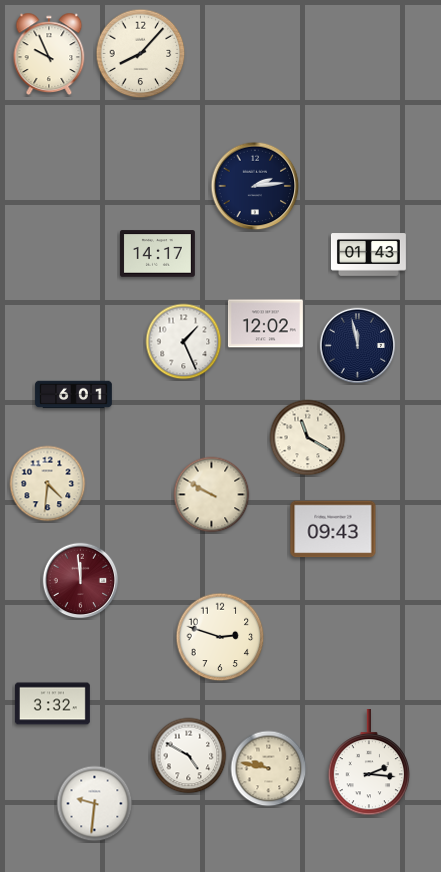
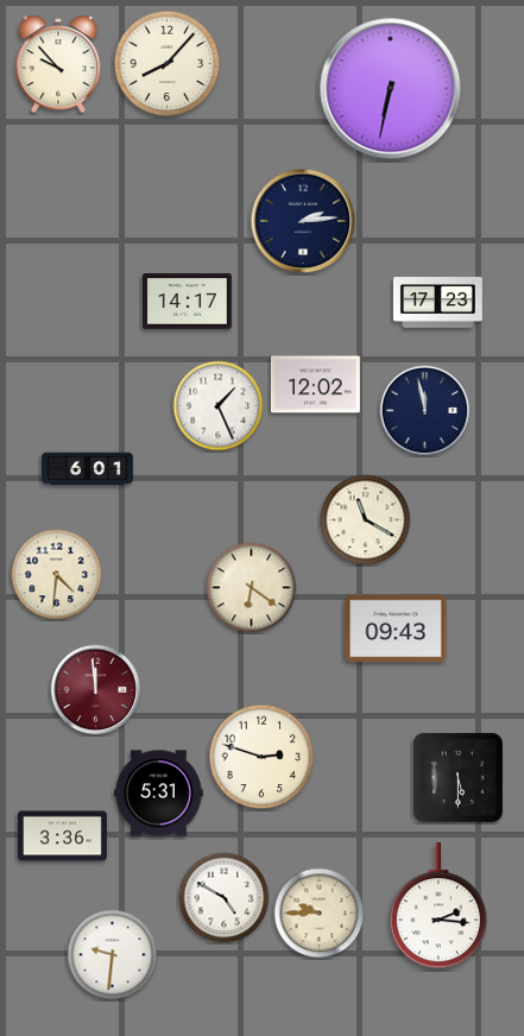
clock at (49, 54): 9:56 -> 9:53
clock at (391, 89): none -> 6:32
clock at (368, 255): 01:43 -> 17:23
clock at (212, 495): 9:50 -> 6:21
clock at (457, 777): none -> 5:30
clock at (158, 794): none -> 5:31
clock at (52, 704): 3:32 -> 3:36
clock at (269, 769): 9:47 -> 9:45
